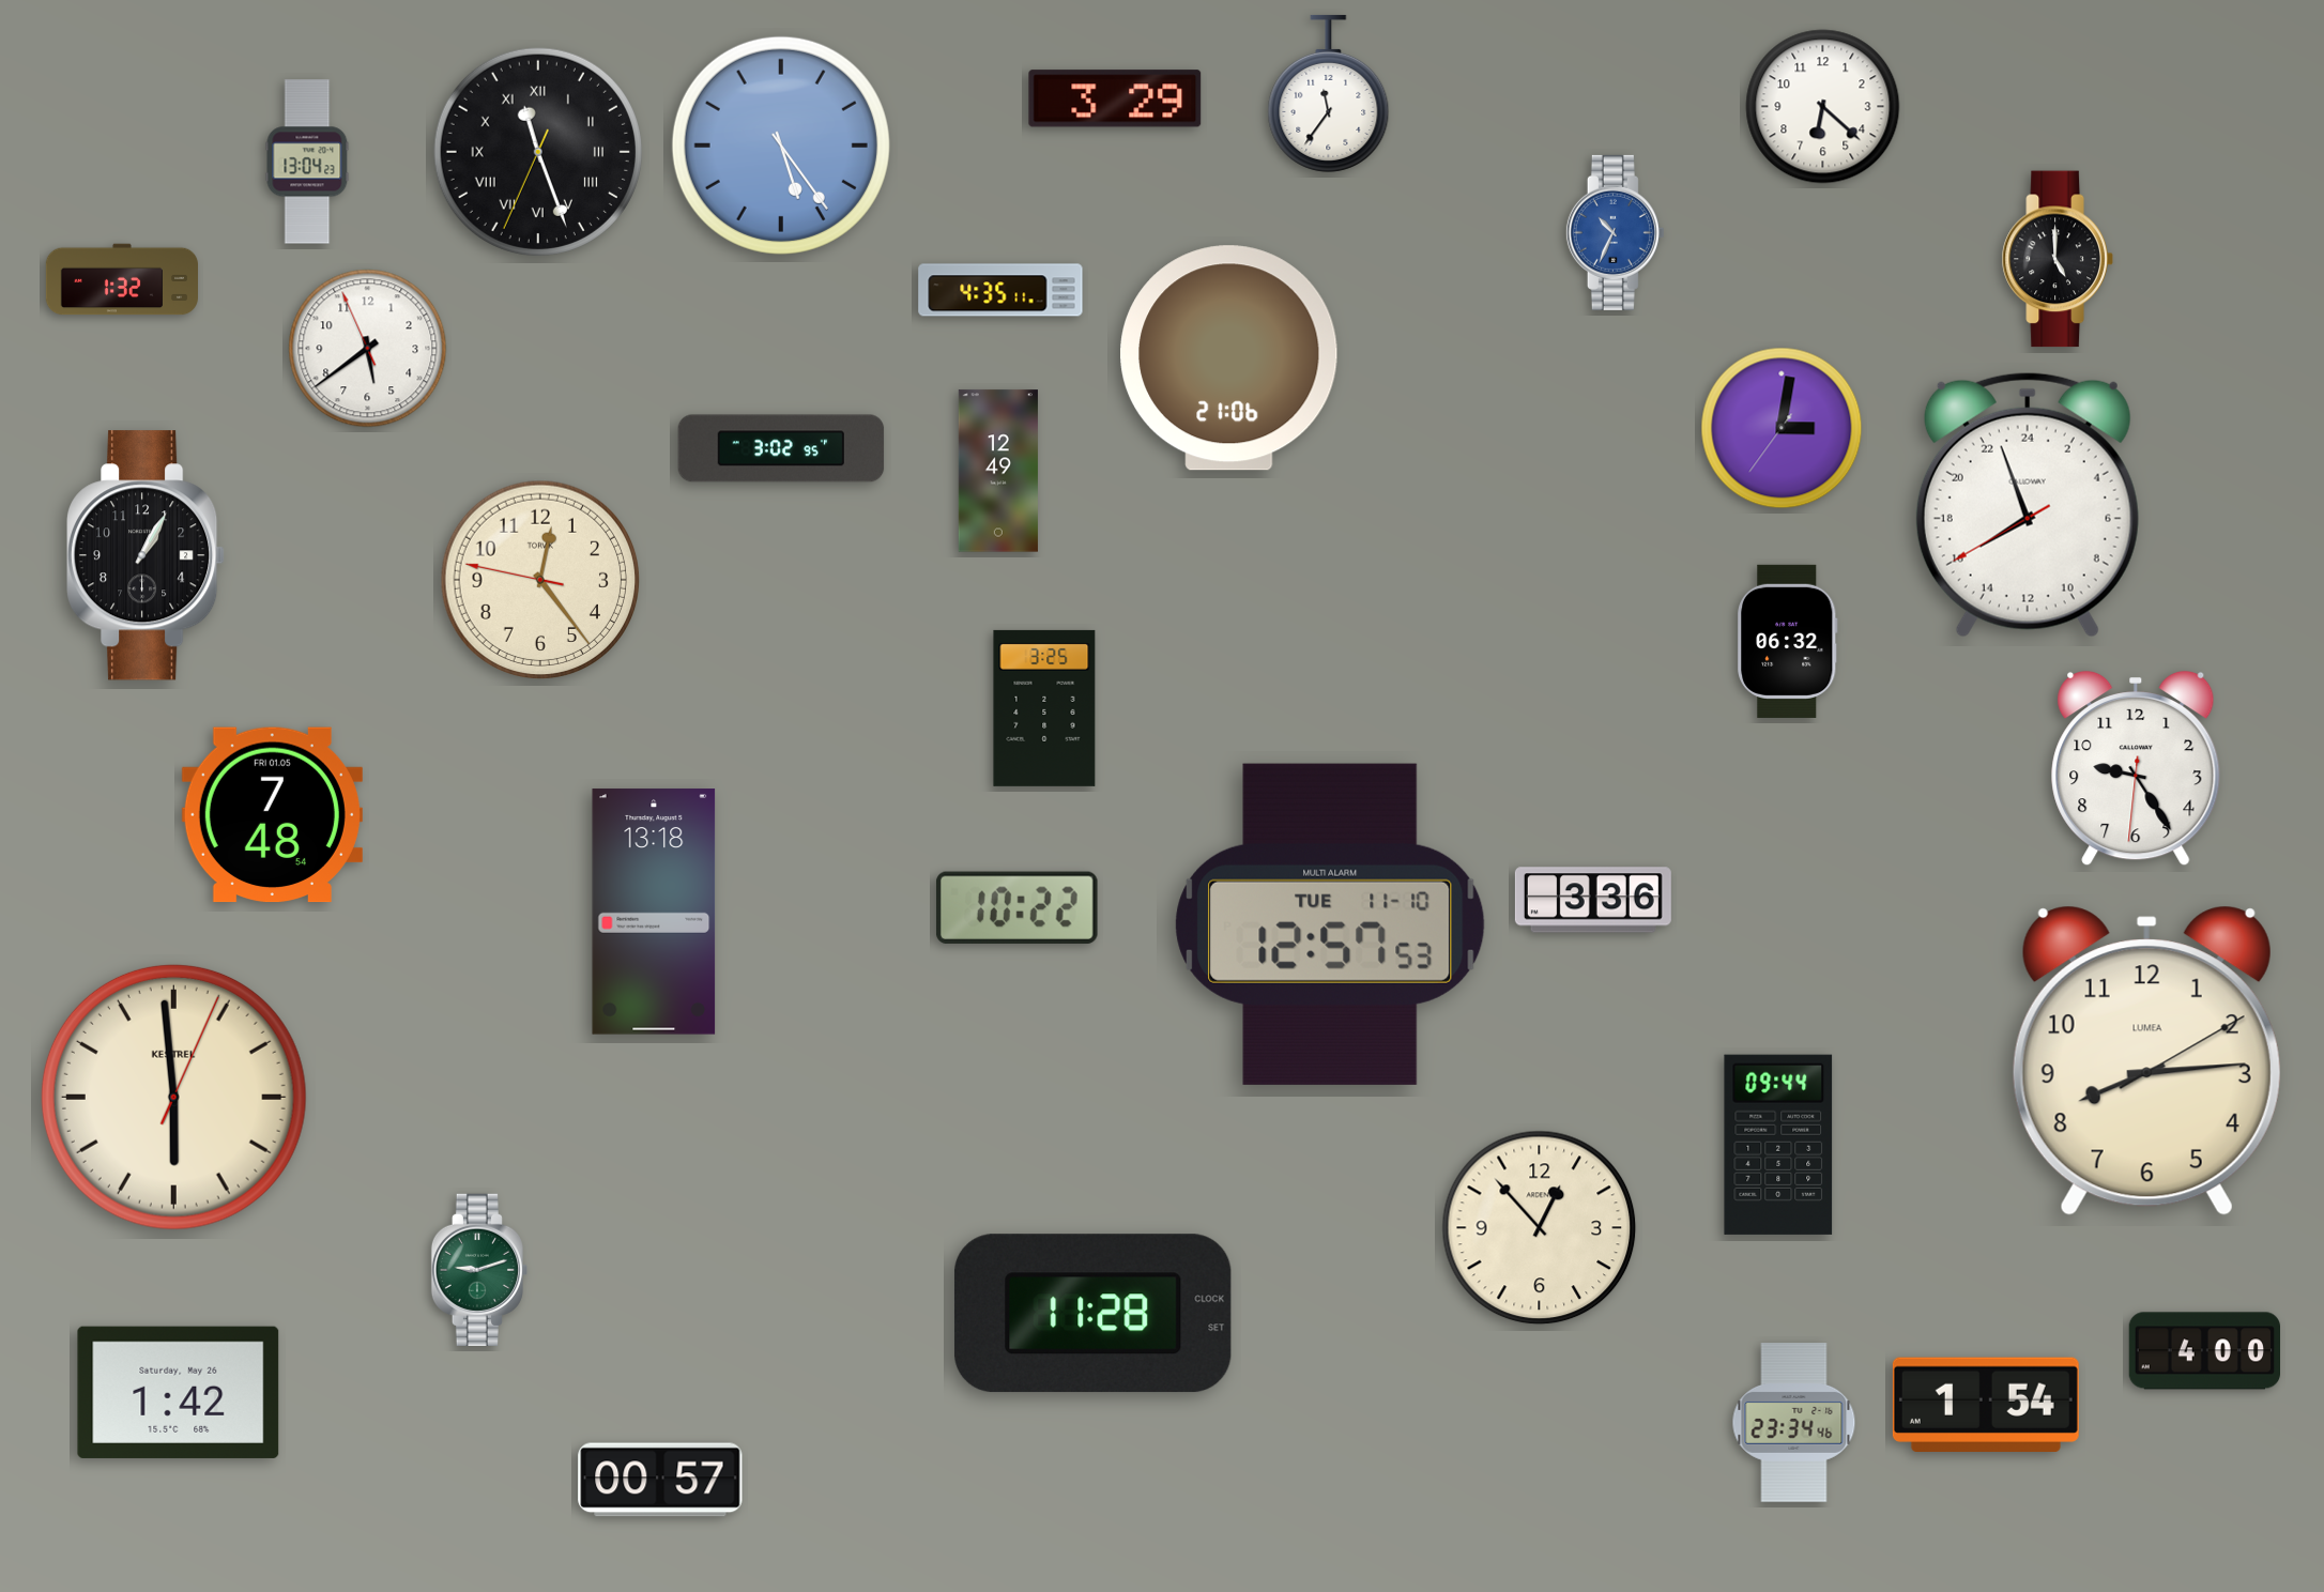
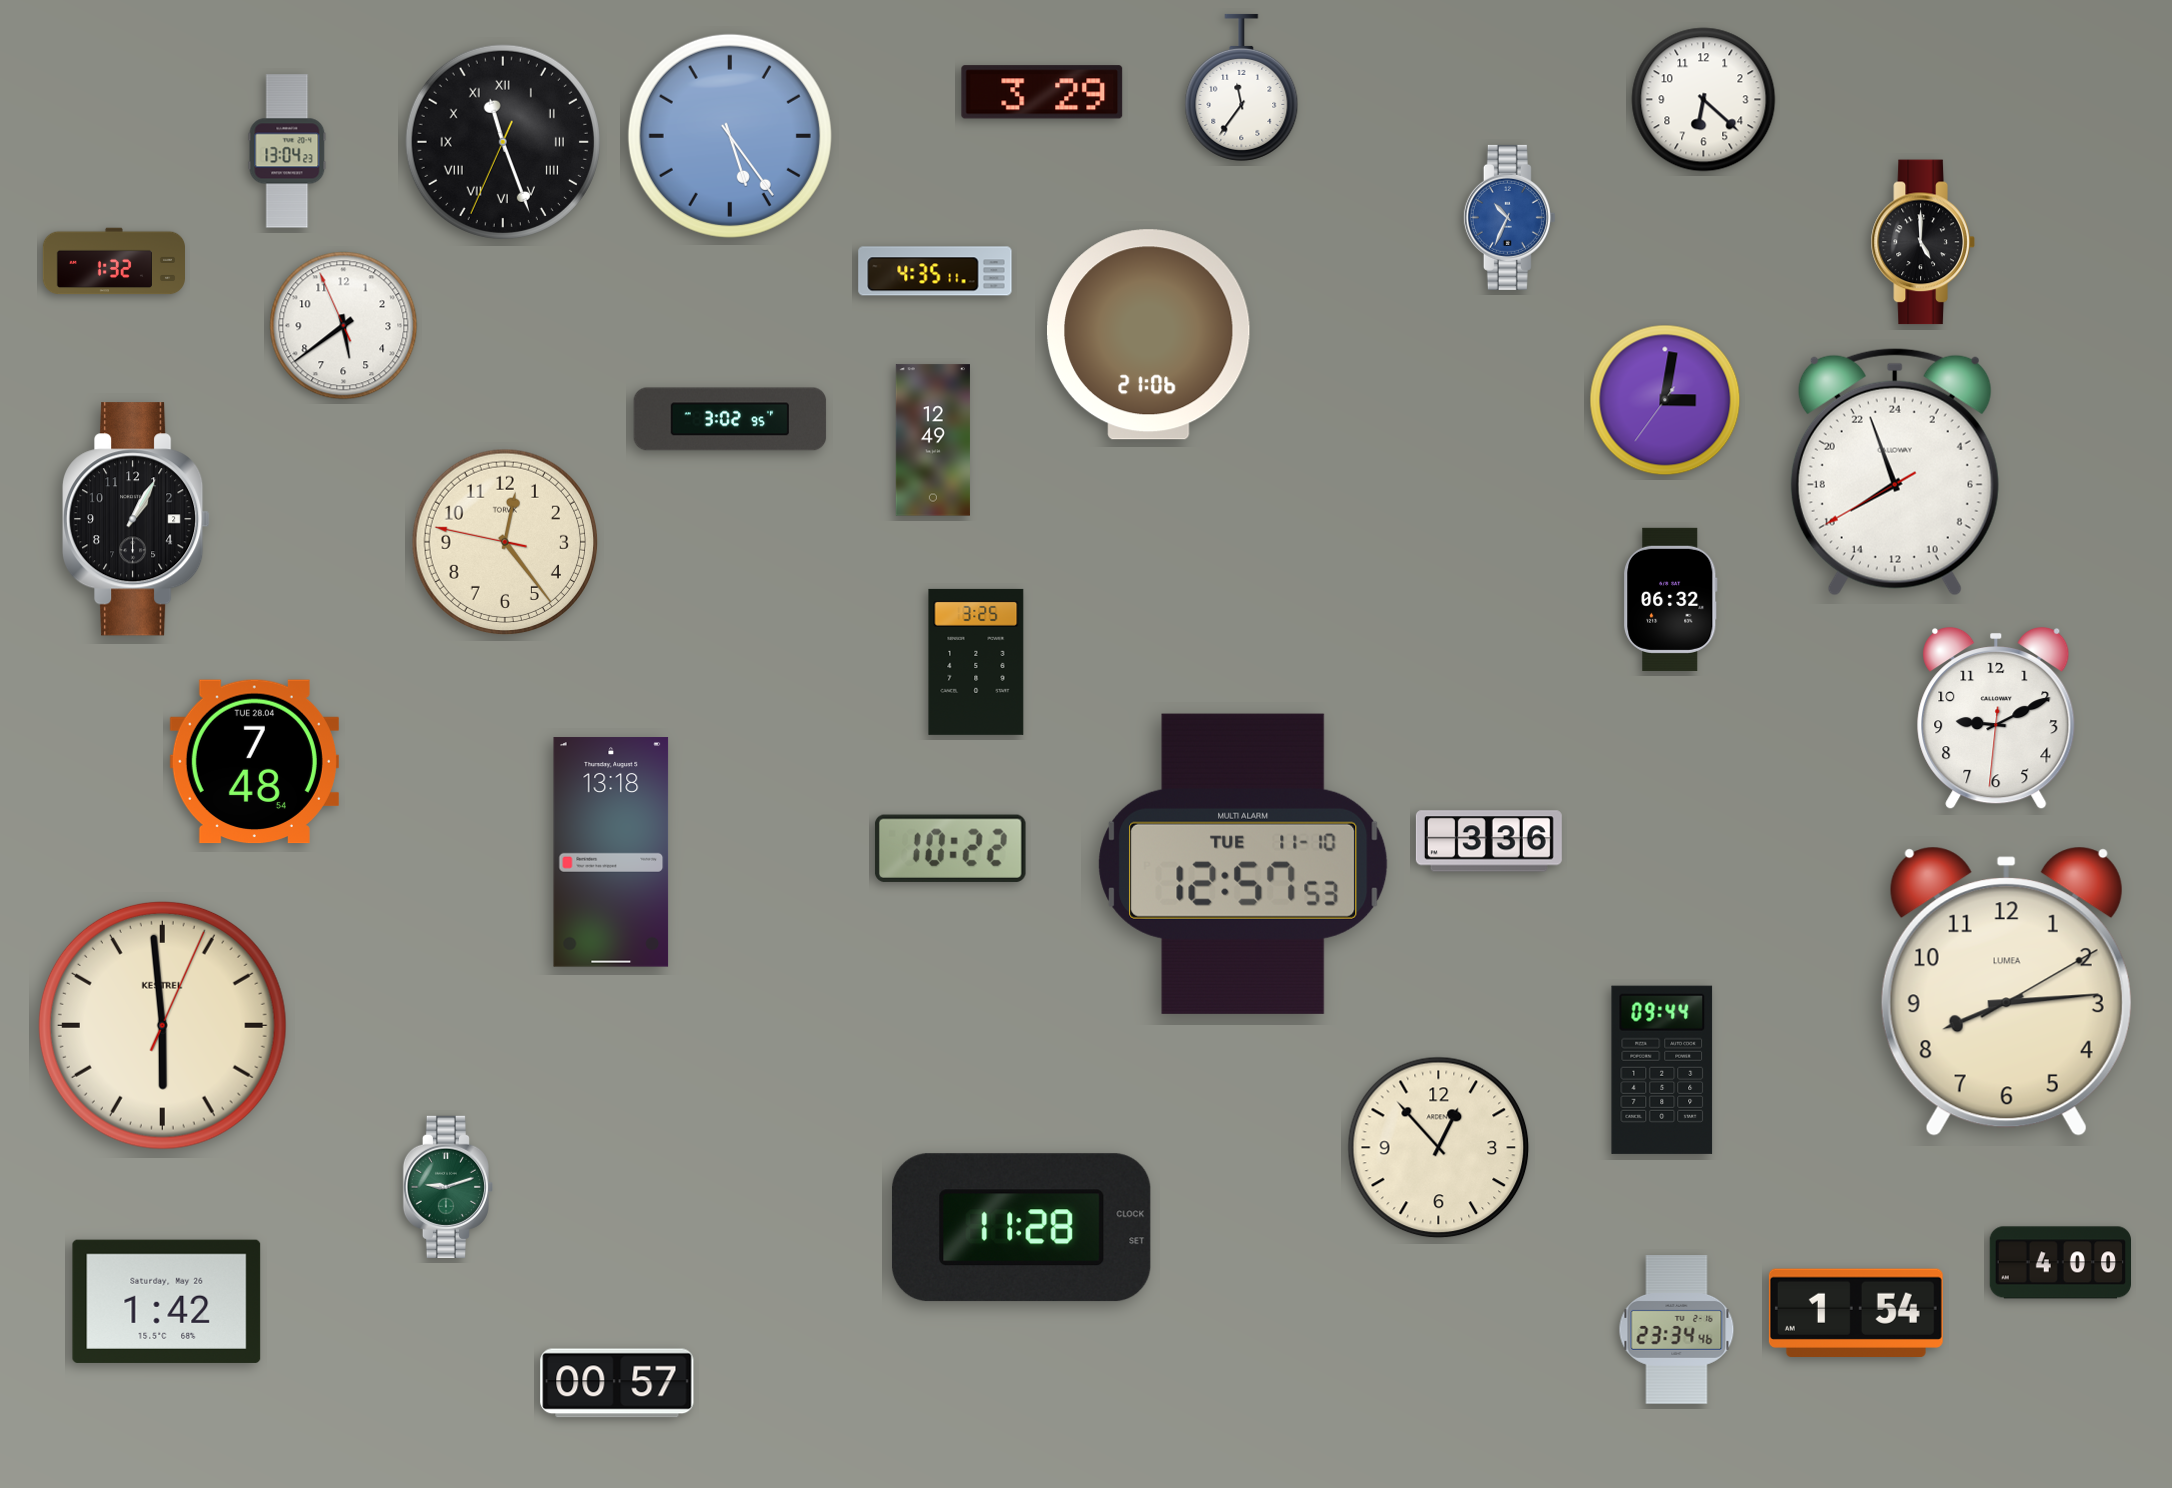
clock at (2136, 768): 9:24 -> 9:10
clock at (272, 815) date: FRI 01.05 -> TUE 28.04
